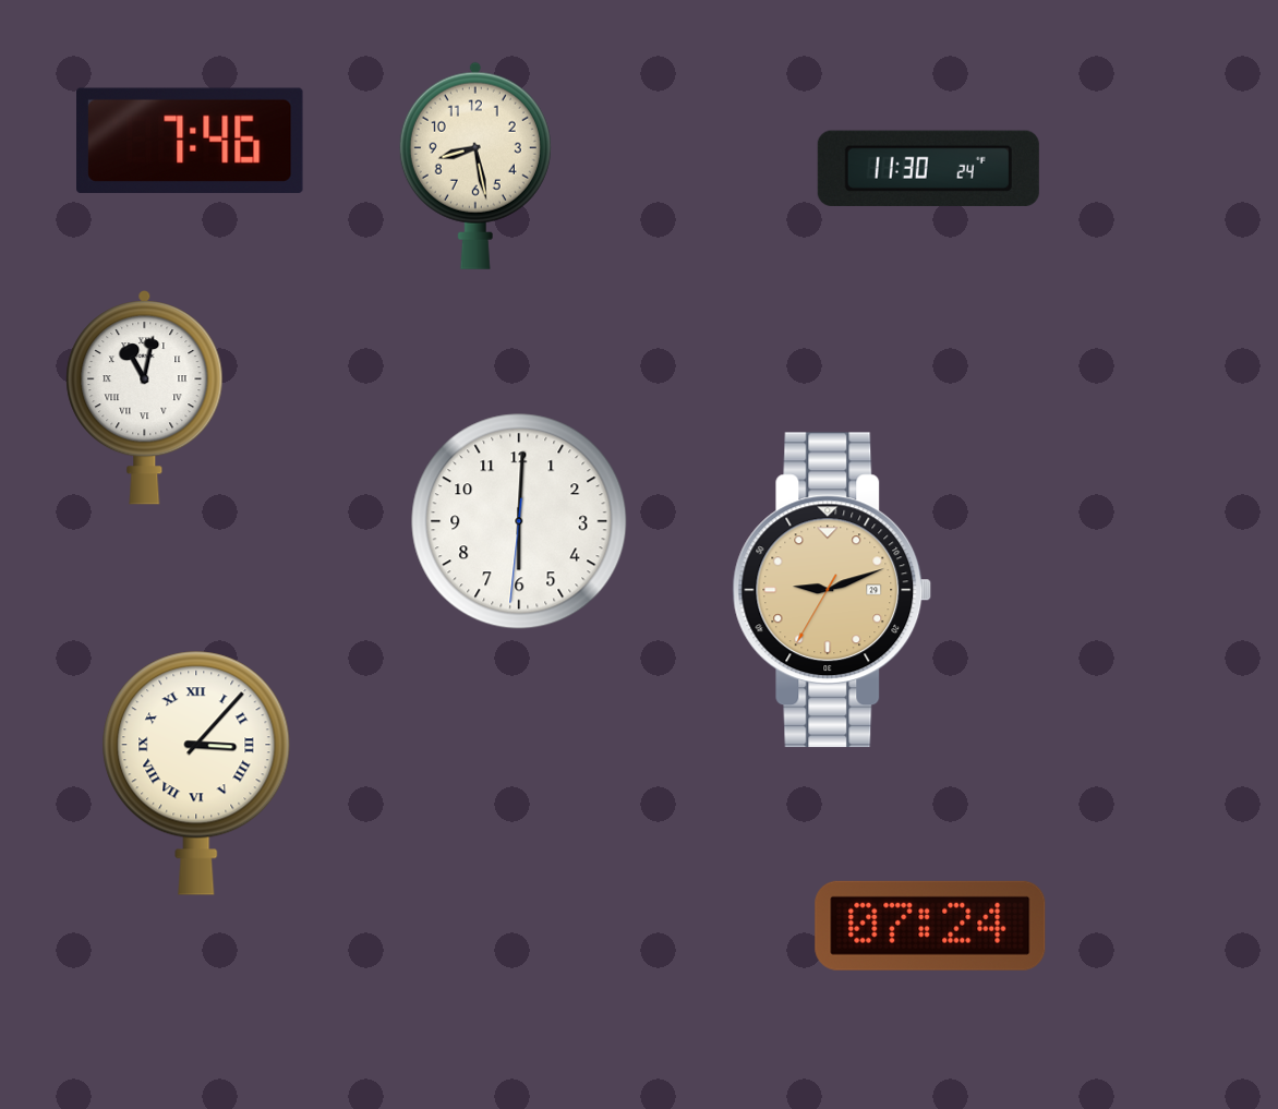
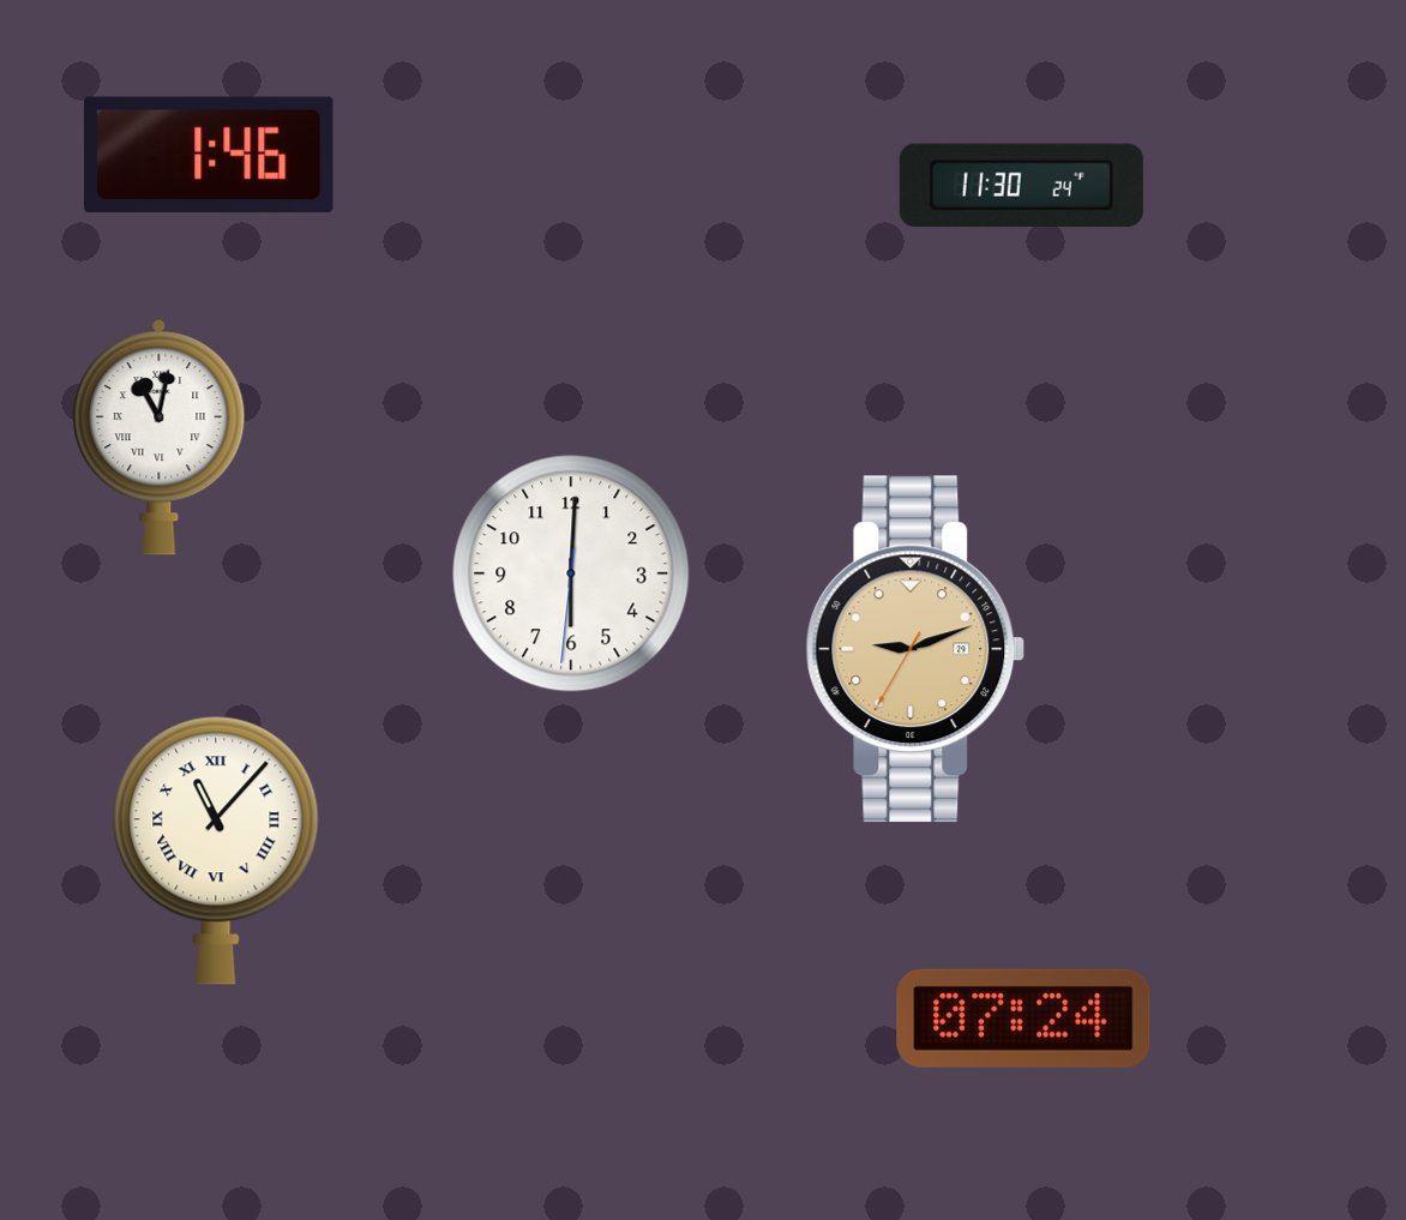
clock at (191, 141): 7:46 -> 1:46
clock at (475, 166): 8:28 -> none
clock at (196, 773): 3:07 -> 11:07
